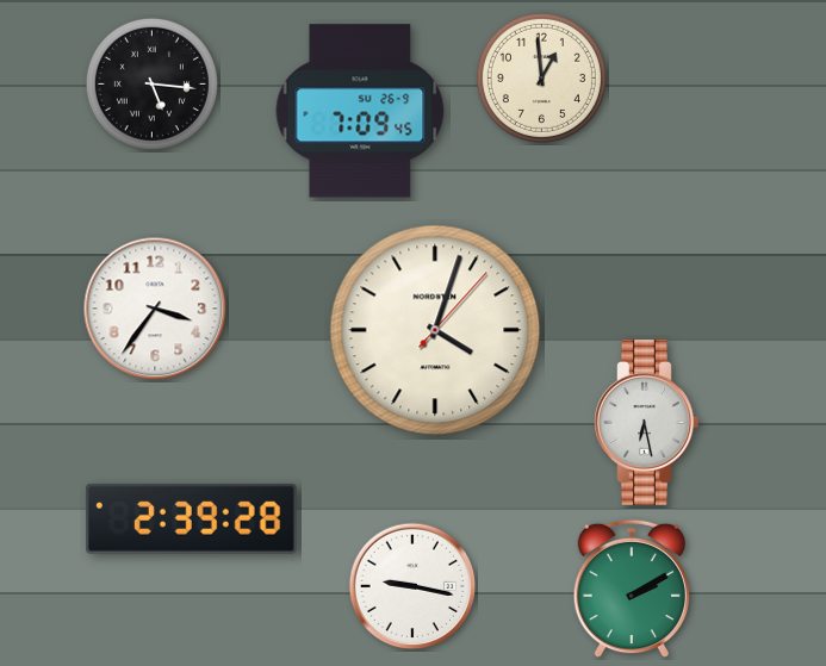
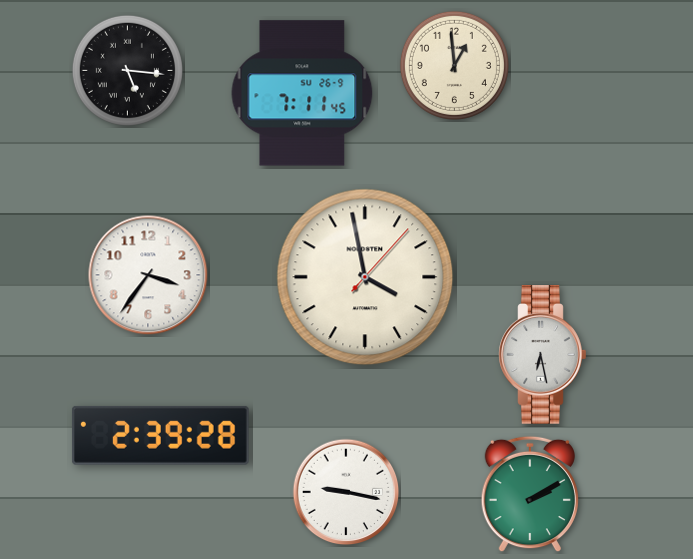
clock at (360, 111): 7:09 -> 7:11
clock at (155, 309) position: (155, 309) -> (148, 275)
clock at (435, 330): 4:03 -> 3:58
